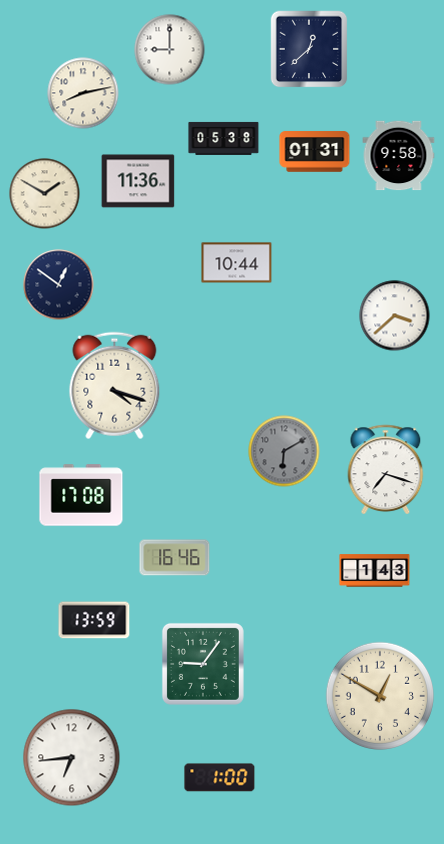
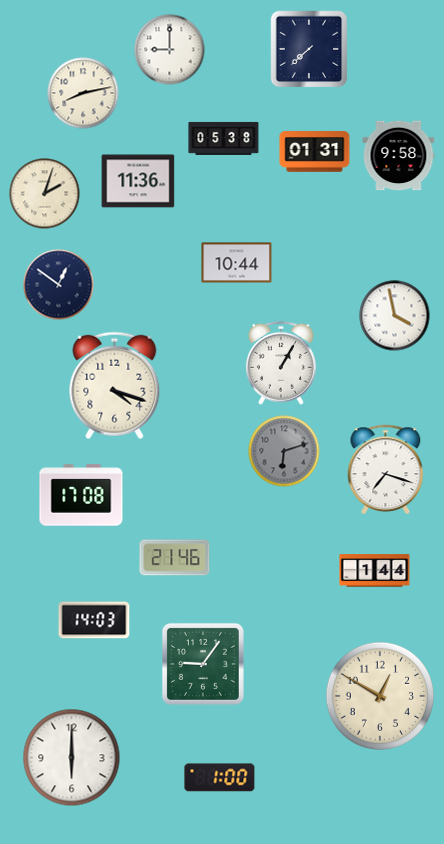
clock at (309, 49): 12:38 -> 7:38
clock at (45, 194): 1:50 -> 2:03
clock at (395, 316): 3:38 -> 3:58
clock at (281, 363): none -> 1:05
clock at (284, 451): 6:10 -> 6:12
clock at (175, 558): 16:46 -> 21:46
clock at (375, 571): 1:43 -> 1:44
clock at (94, 620): 13:59 -> 14:03
clock at (72, 758): 6:44 -> 6:00
